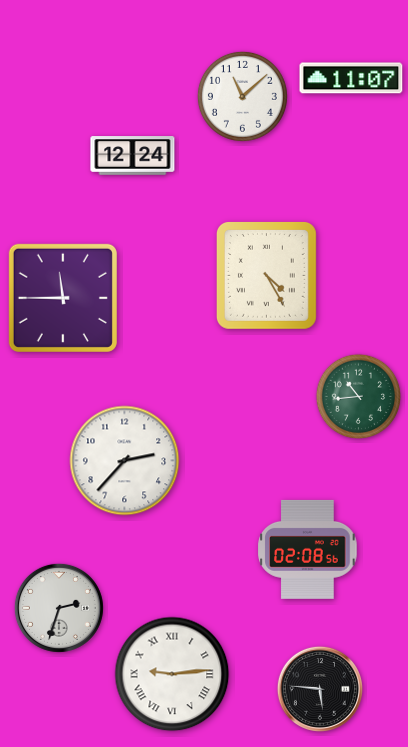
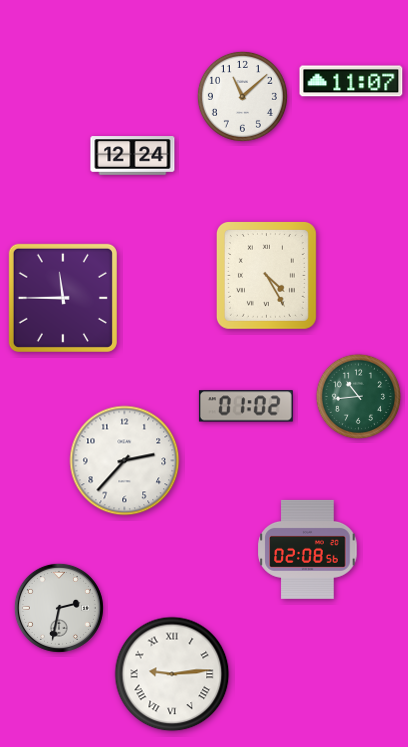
clock at (351, 78) position: (351, 78) -> (351, 81)
clock at (246, 406): none -> 01:02
clock at (59, 608): 2:33 -> 2:32
clock at (320, 689): 5:46 -> none
